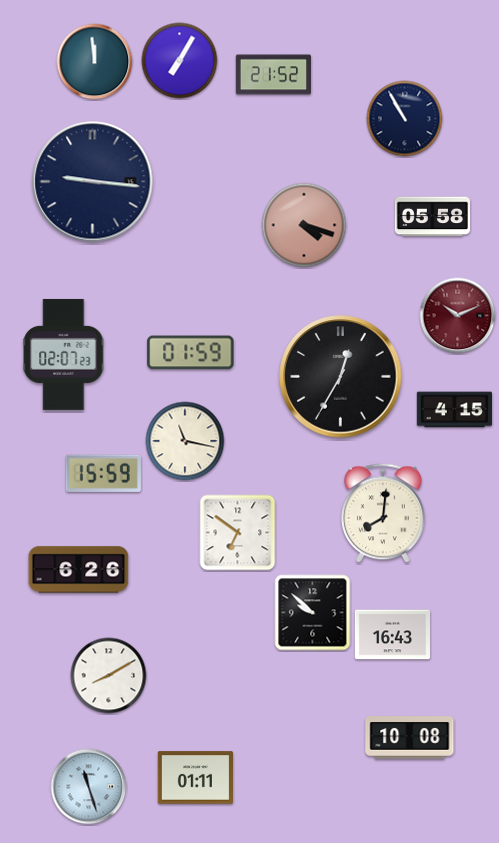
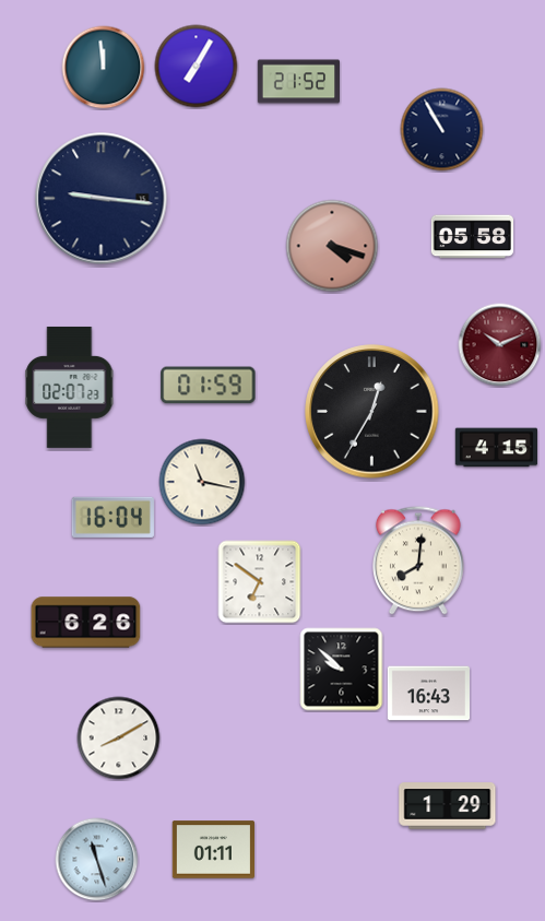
clock at (103, 473): 15:59 -> 16:04
clock at (410, 738): 10:08 -> 1:29
